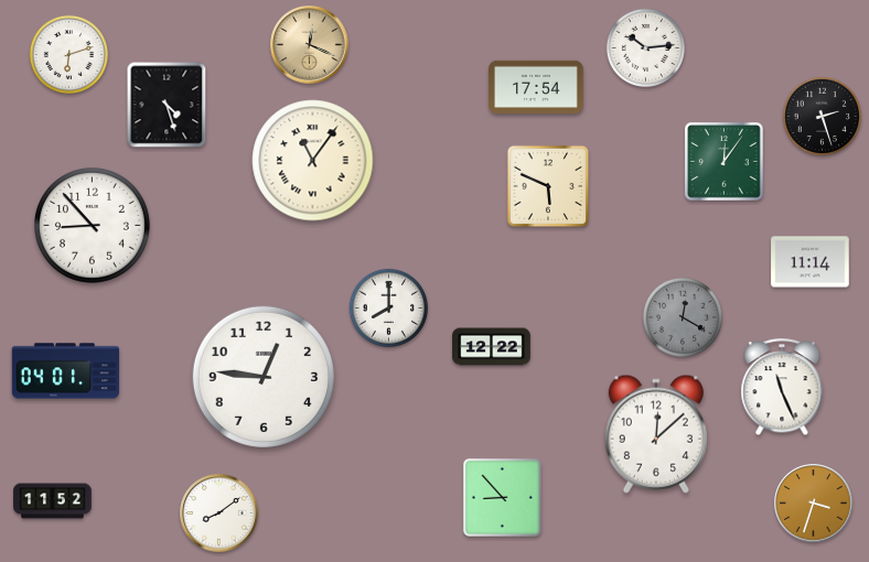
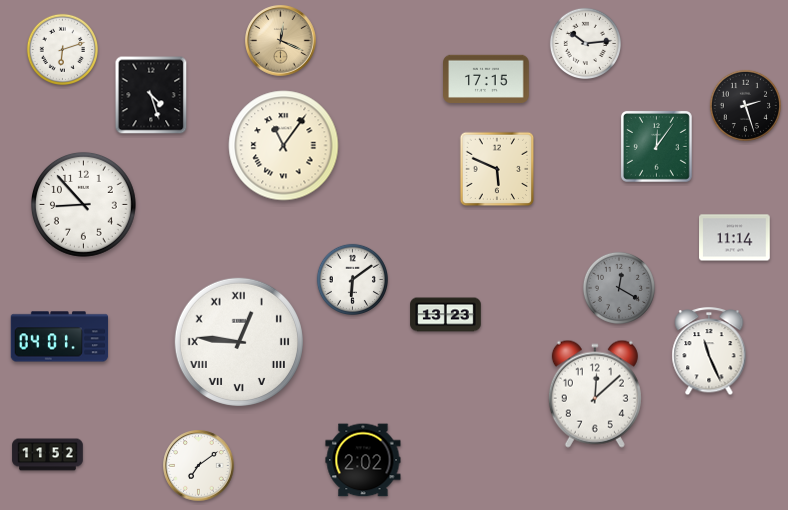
clock at (536, 86): 17:54 -> 17:15
clock at (388, 307): 8:00 -> 6:09
clock at (492, 347): 12:22 -> 13:23
clock at (264, 377) numerals: Arabic -> Roman
clock at (502, 497): 8:53 -> none
clock at (814, 504): 3:33 -> none
clock at (363, 460): none -> 2:02
clock at (219, 514): 8:09 -> 7:09
